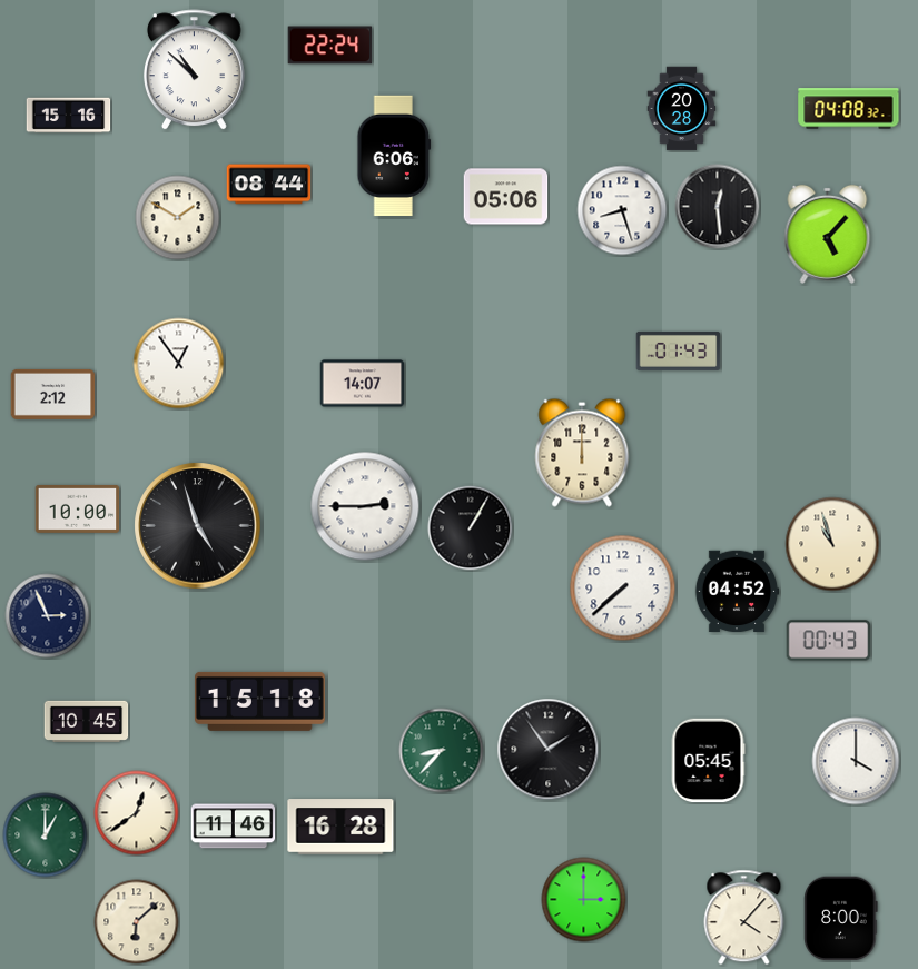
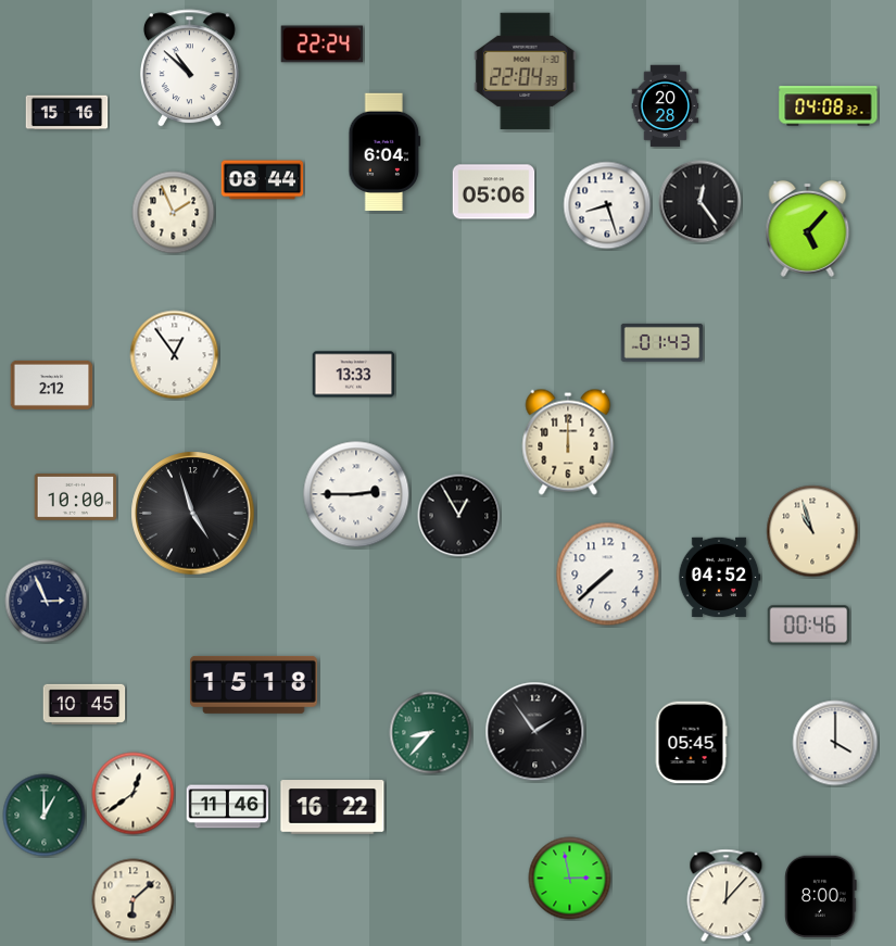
clock at (526, 72): none -> 22:04
clock at (394, 156): 6:06 -> 6:04
clock at (718, 207): 12:29 -> 12:24
clock at (178, 218): 1:50 -> 1:56
clock at (363, 384): 14:07 -> 13:33
clock at (471, 528): 1:05 -> 12:55
clock at (829, 641): 00:43 -> 00:46
clock at (340, 827): 16:28 -> 16:22
clock at (584, 900): 3:00 -> 2:58
clock at (744, 918): 4:07 -> 12:07
